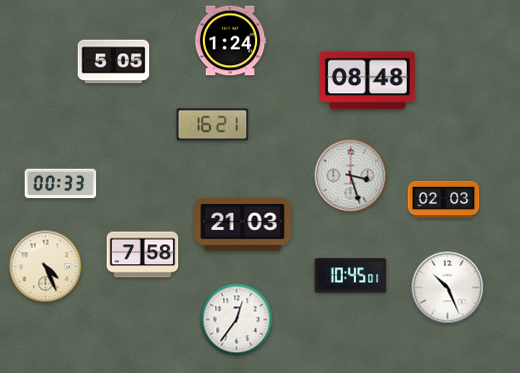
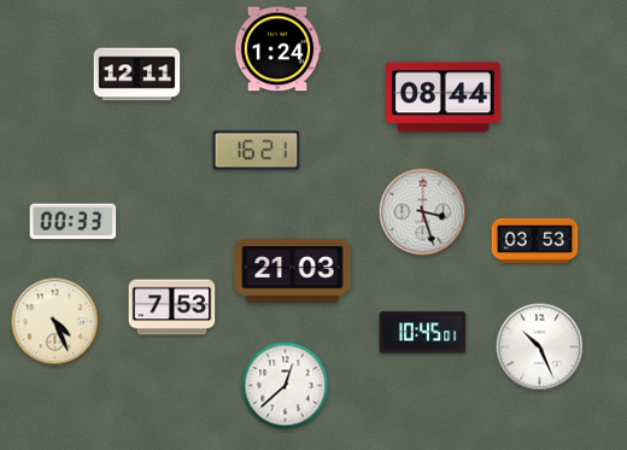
clock at (114, 62): 5:05 -> 12:11
clock at (368, 81): 08:48 -> 08:44
clock at (444, 199): 02:03 -> 03:53
clock at (143, 255): 7:58 -> 7:53
clock at (237, 320): 12:36 -> 12:38
